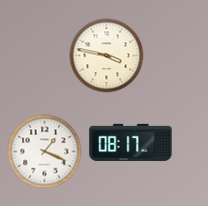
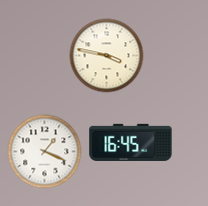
clock at (131, 142): 08:17 -> 16:45
